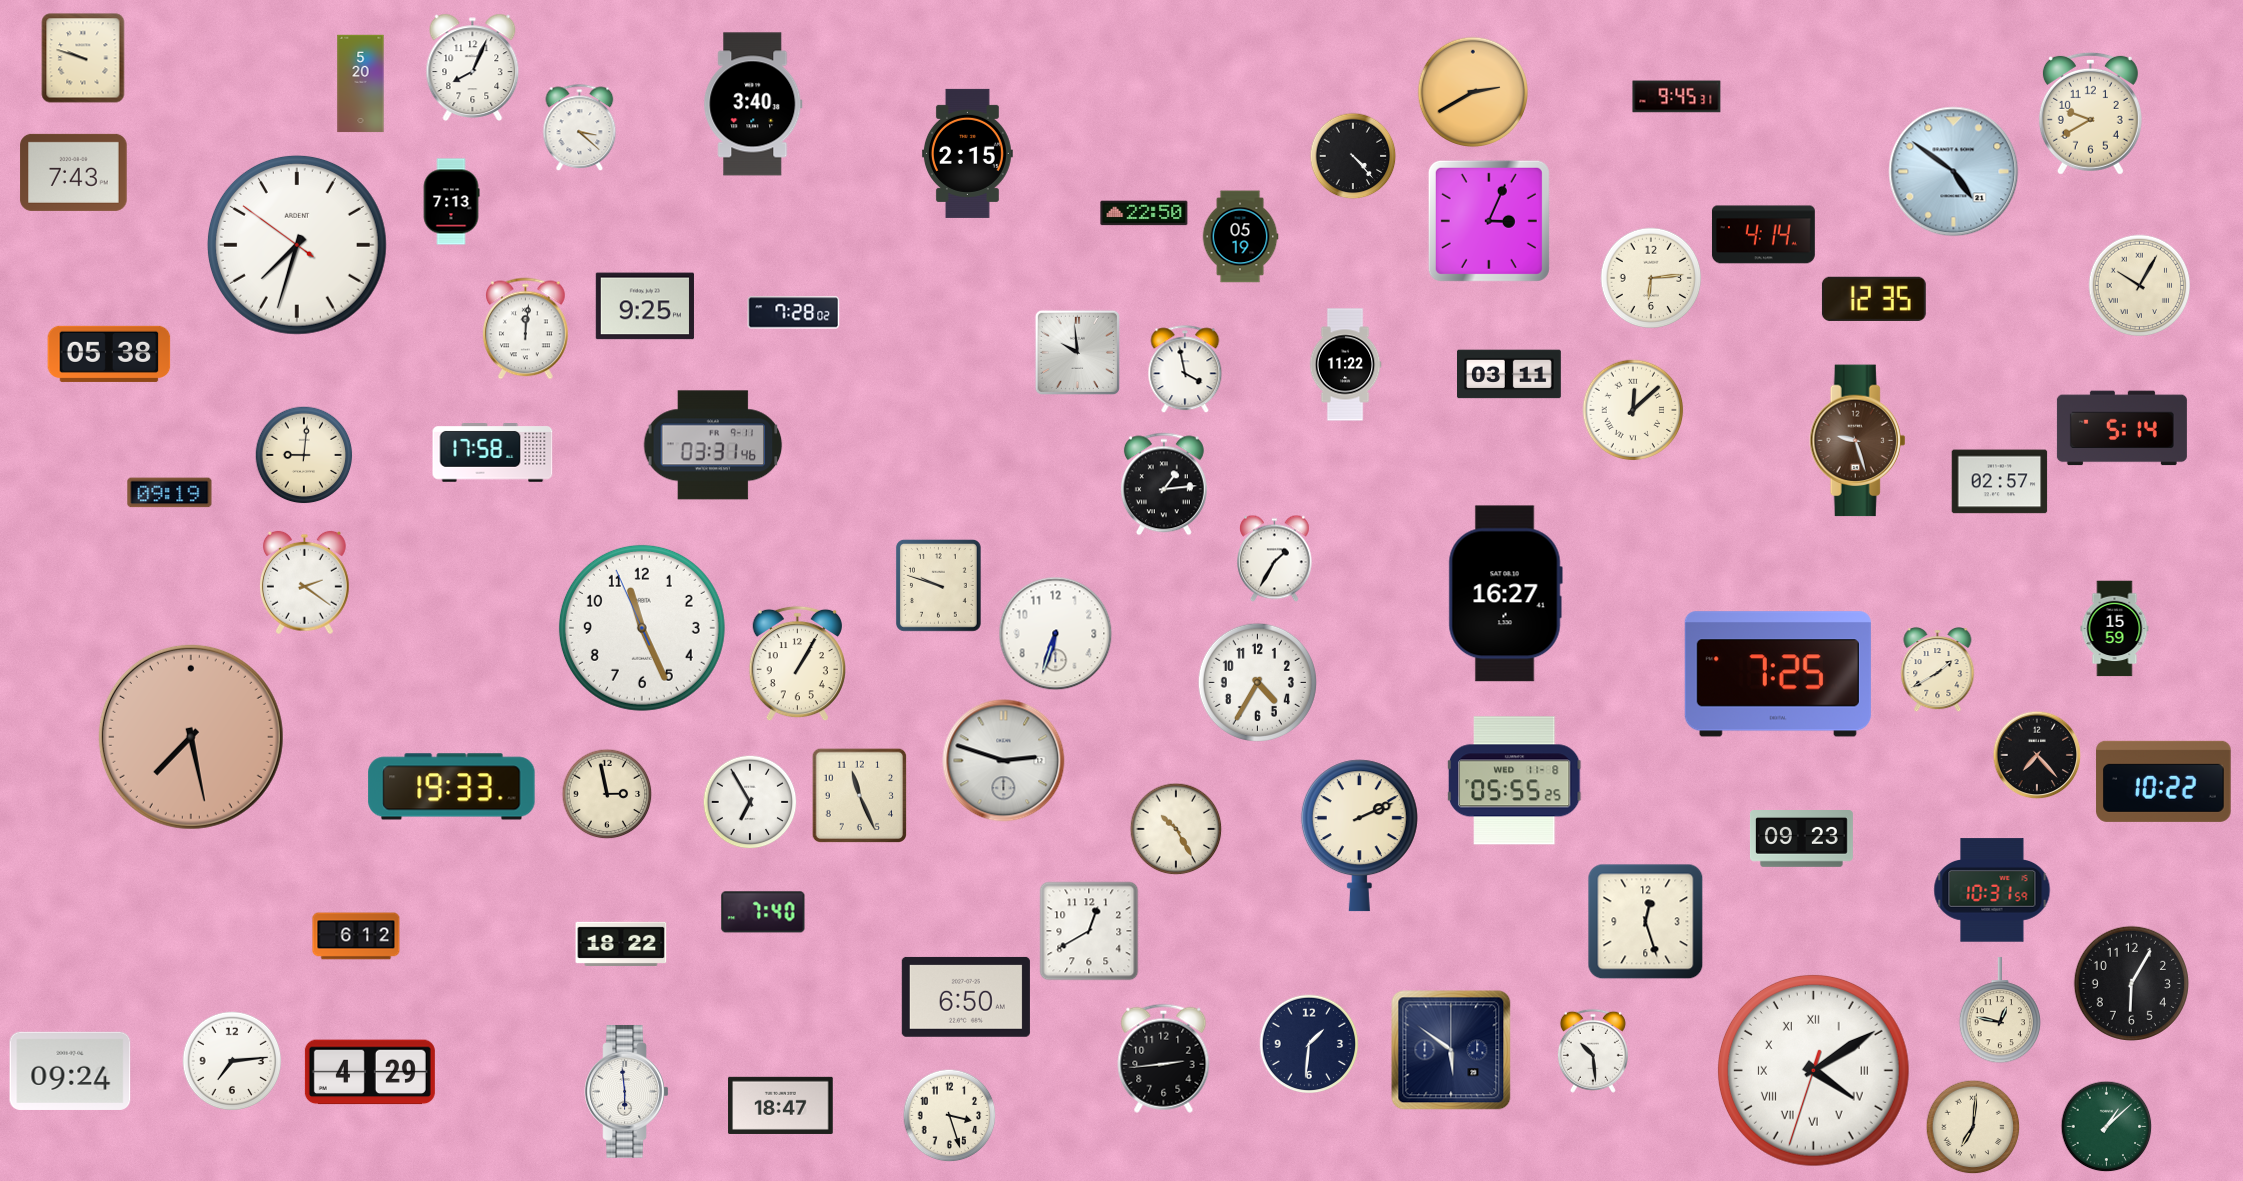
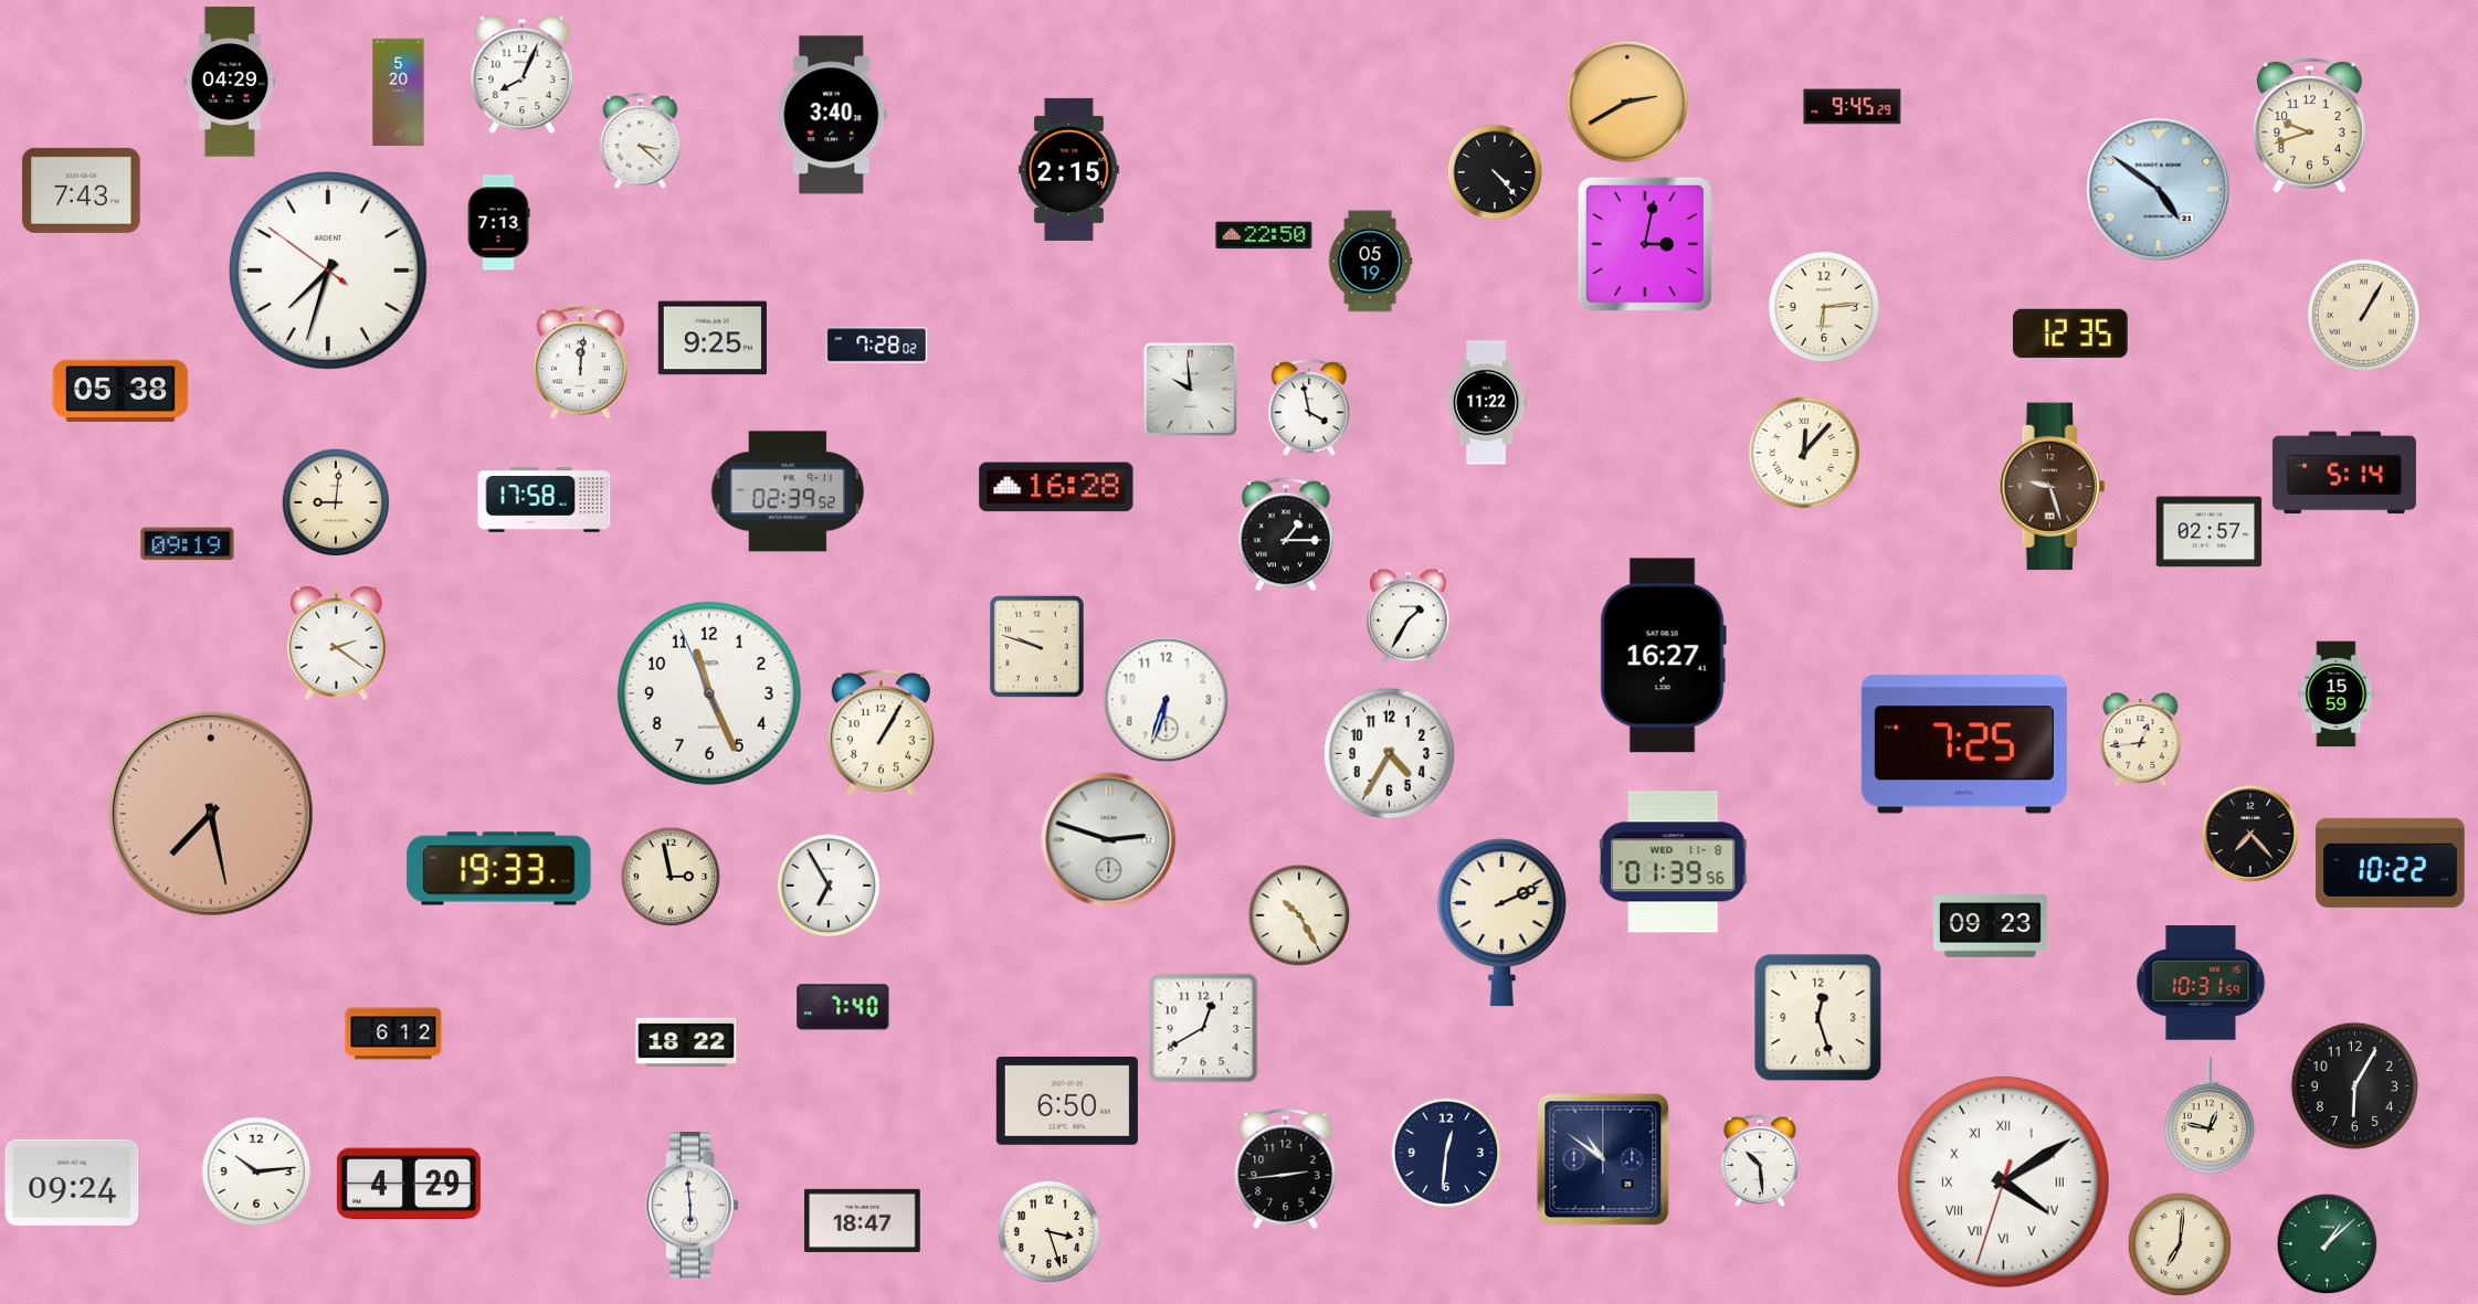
clock at (83, 58): 9:48 -> none
clock at (230, 82): none -> 04:29
clock at (1677, 97): 9:45:31 -> 9:45:29
clock at (2090, 113): 9:40 -> 9:42
clock at (1489, 221): 3:04 -> 3:02
clock at (1763, 235): 4:14 -> none
clock at (2140, 286): 10:05 -> 1:05
clock at (1874, 299) position: (1874, 299) -> (2070, 333)
clock at (1510, 374): 03:11 -> none
clock at (1633, 410): 12:08 -> 12:07
clock at (1056, 487): none -> 16:28
clock at (713, 445): 03:31 -> 02:39
clock at (1164, 484): 1:14 -> 1:15
clock at (1938, 670): 1:40 -> 12:44
clock at (1515, 781): 05:55 -> 01:39
clock at (859, 795): 11:26 -> none
clock at (1309, 1044): 1:31 -> 12:31
clock at (1451, 1050): 5:51 -> 10:51
clock at (232, 1061): 7:14 -> 10:14
clock at (70, 1071) position: (70, 1071) -> (72, 1183)
